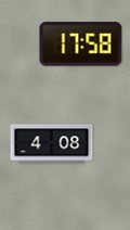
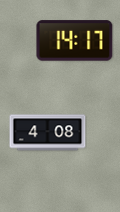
clock at (81, 44): 17:58 -> 14:17
